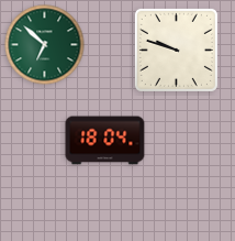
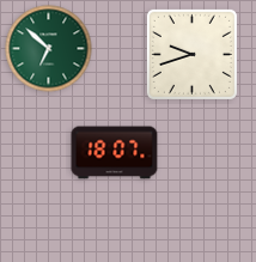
clock at (176, 50): 9:48 -> 9:42
clock at (105, 141): 18:04 -> 18:07
